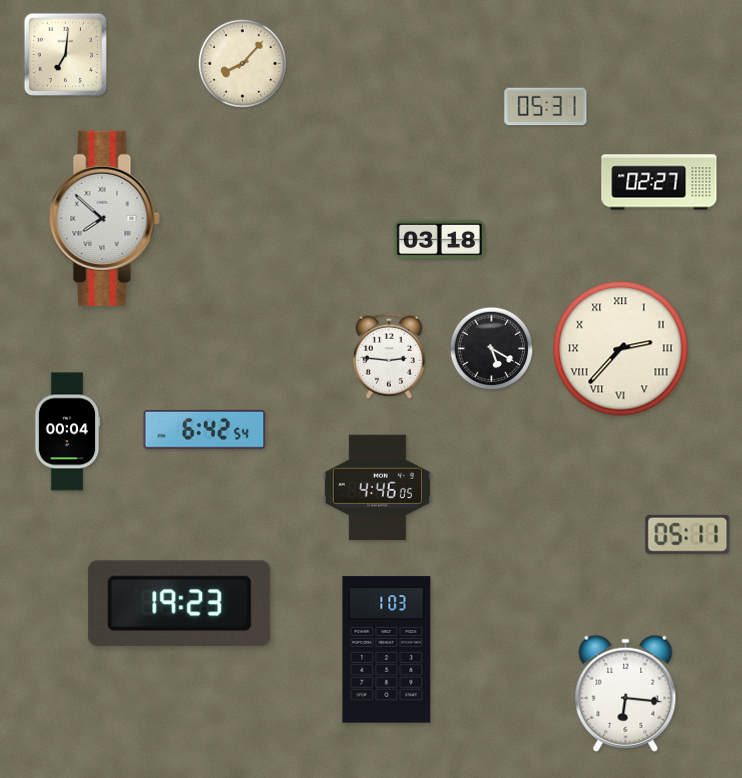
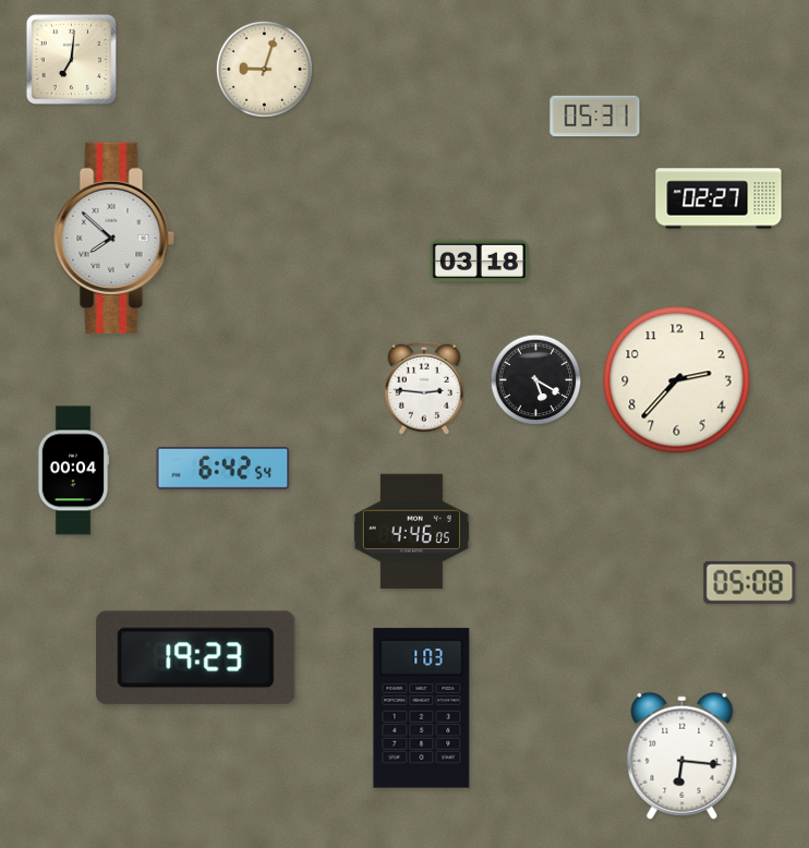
clock at (242, 63): 8:07 -> 9:03
clock at (621, 349) numerals: Roman -> Arabic
clock at (688, 534): 05:11 -> 05:08
